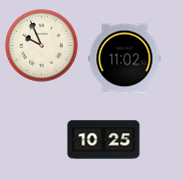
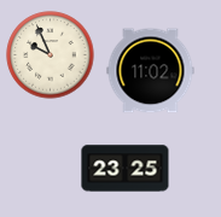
clock at (104, 140): 10:25 -> 23:25
